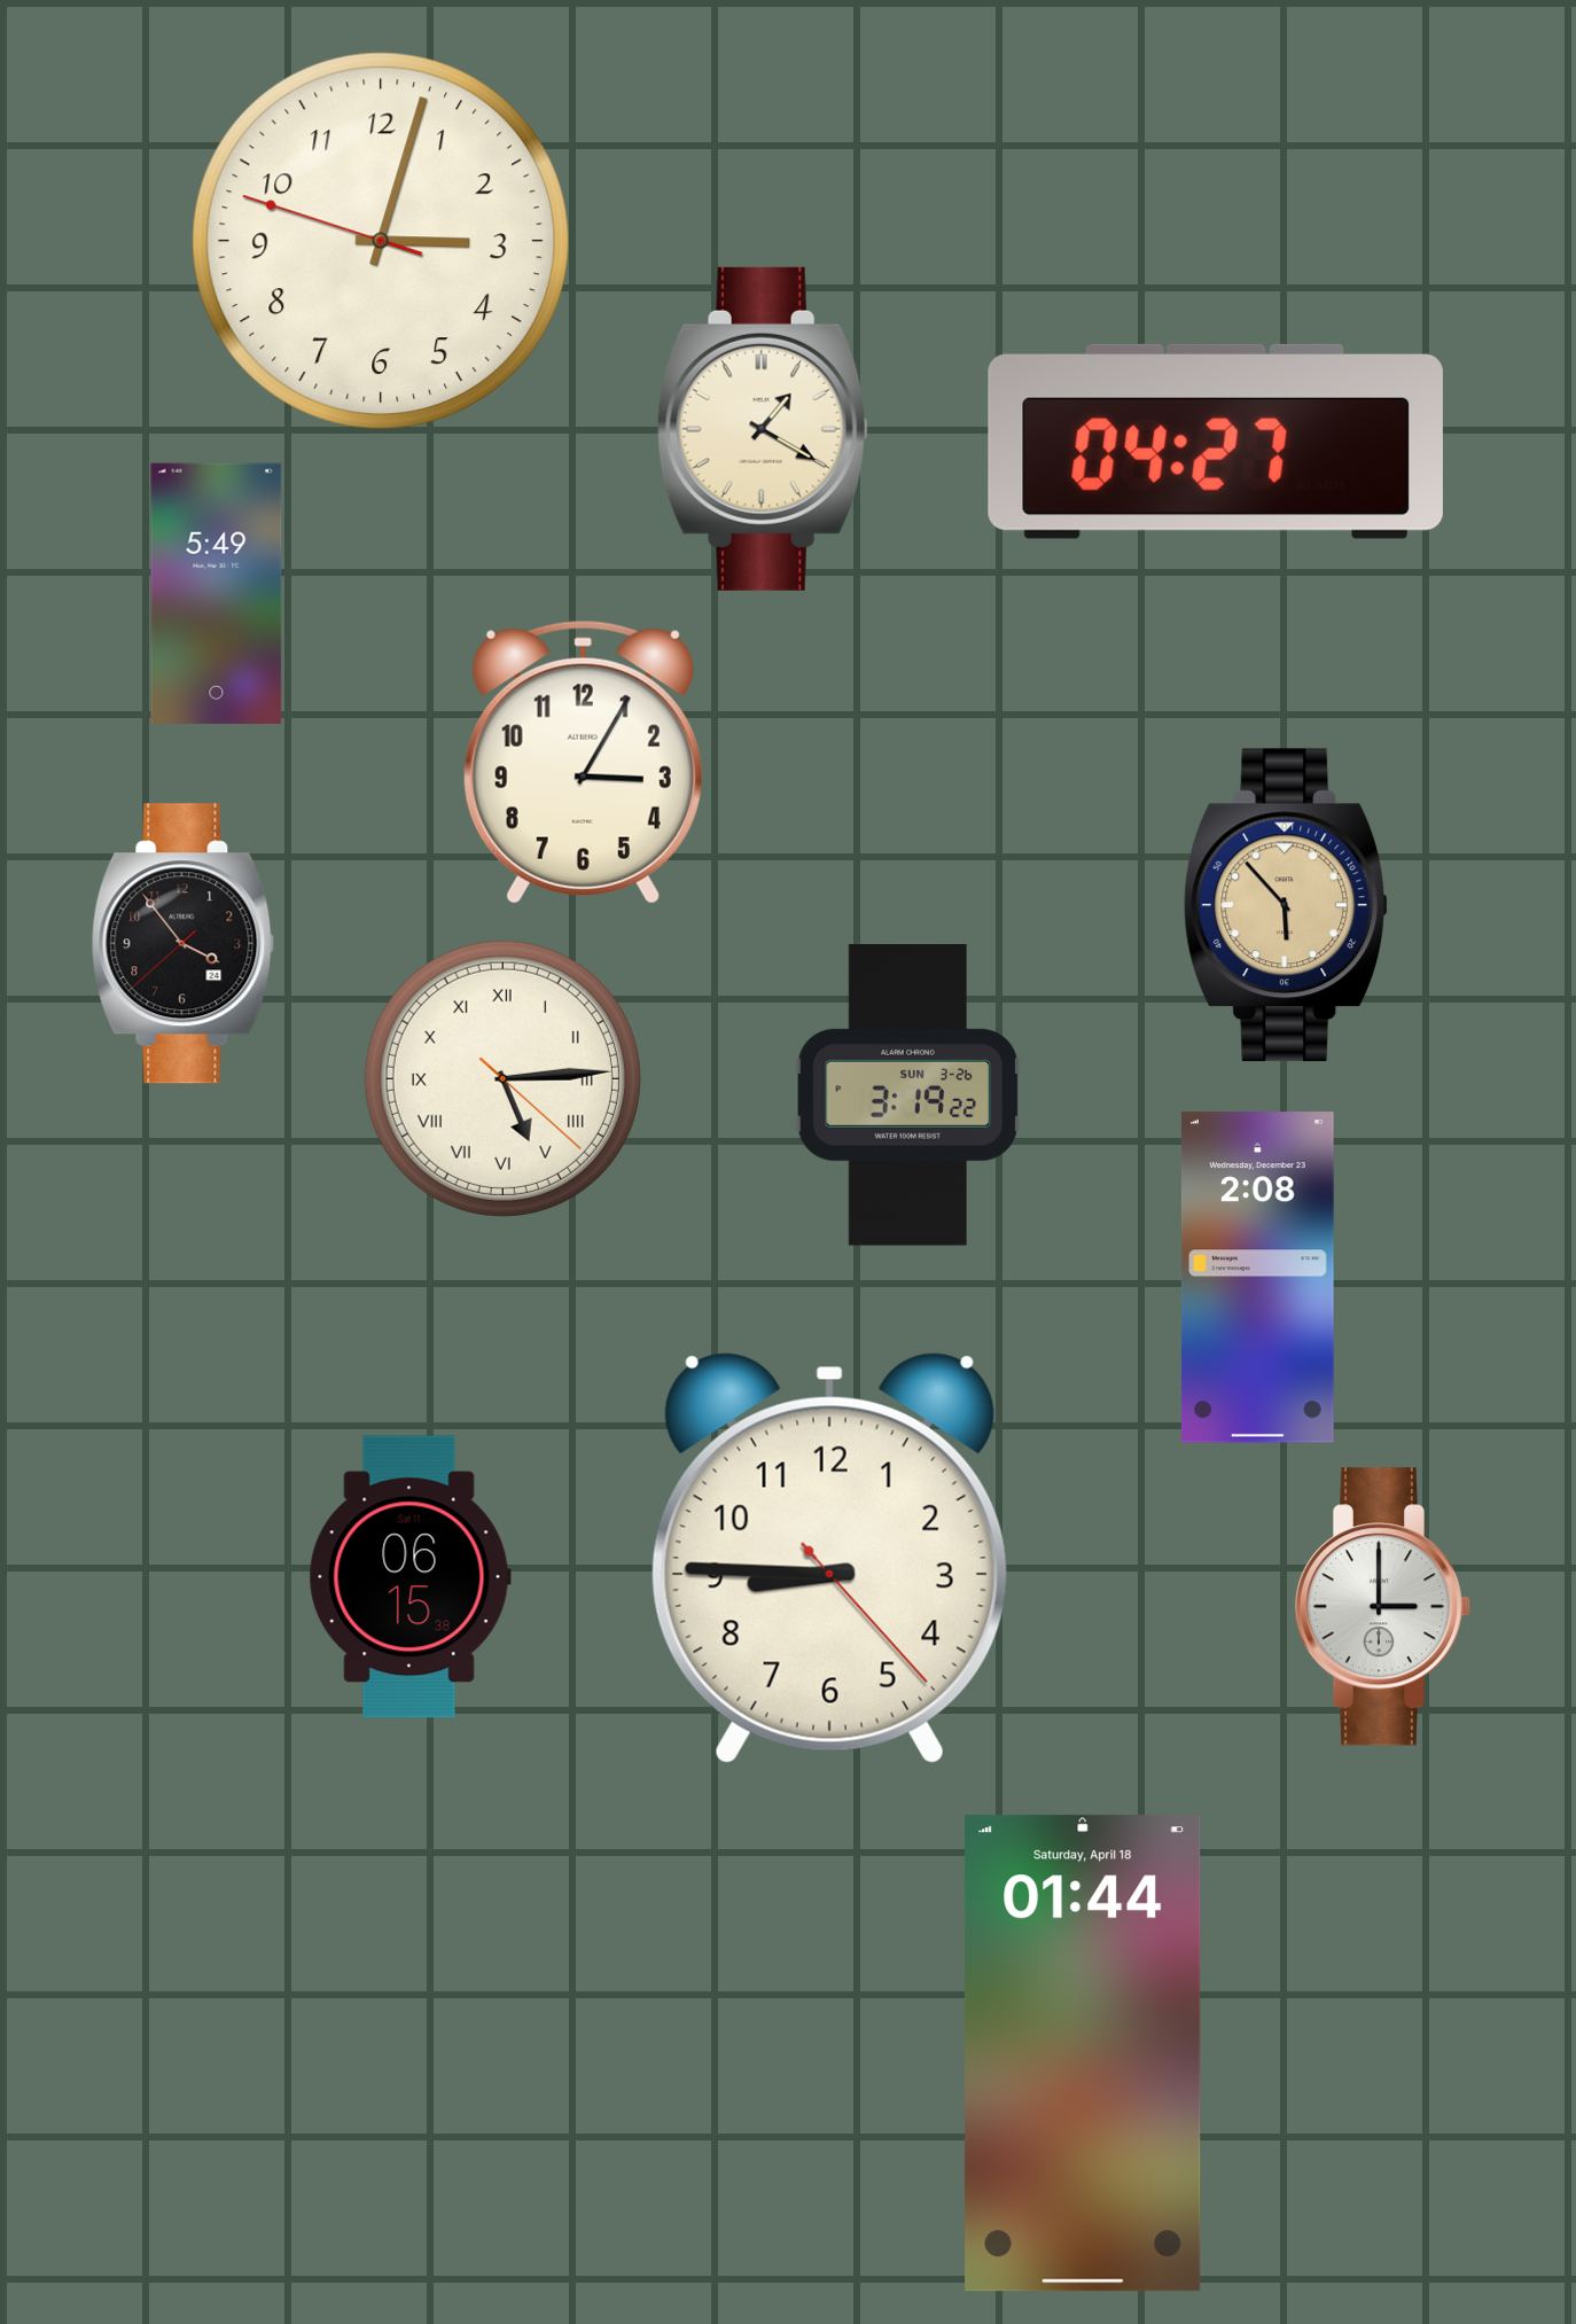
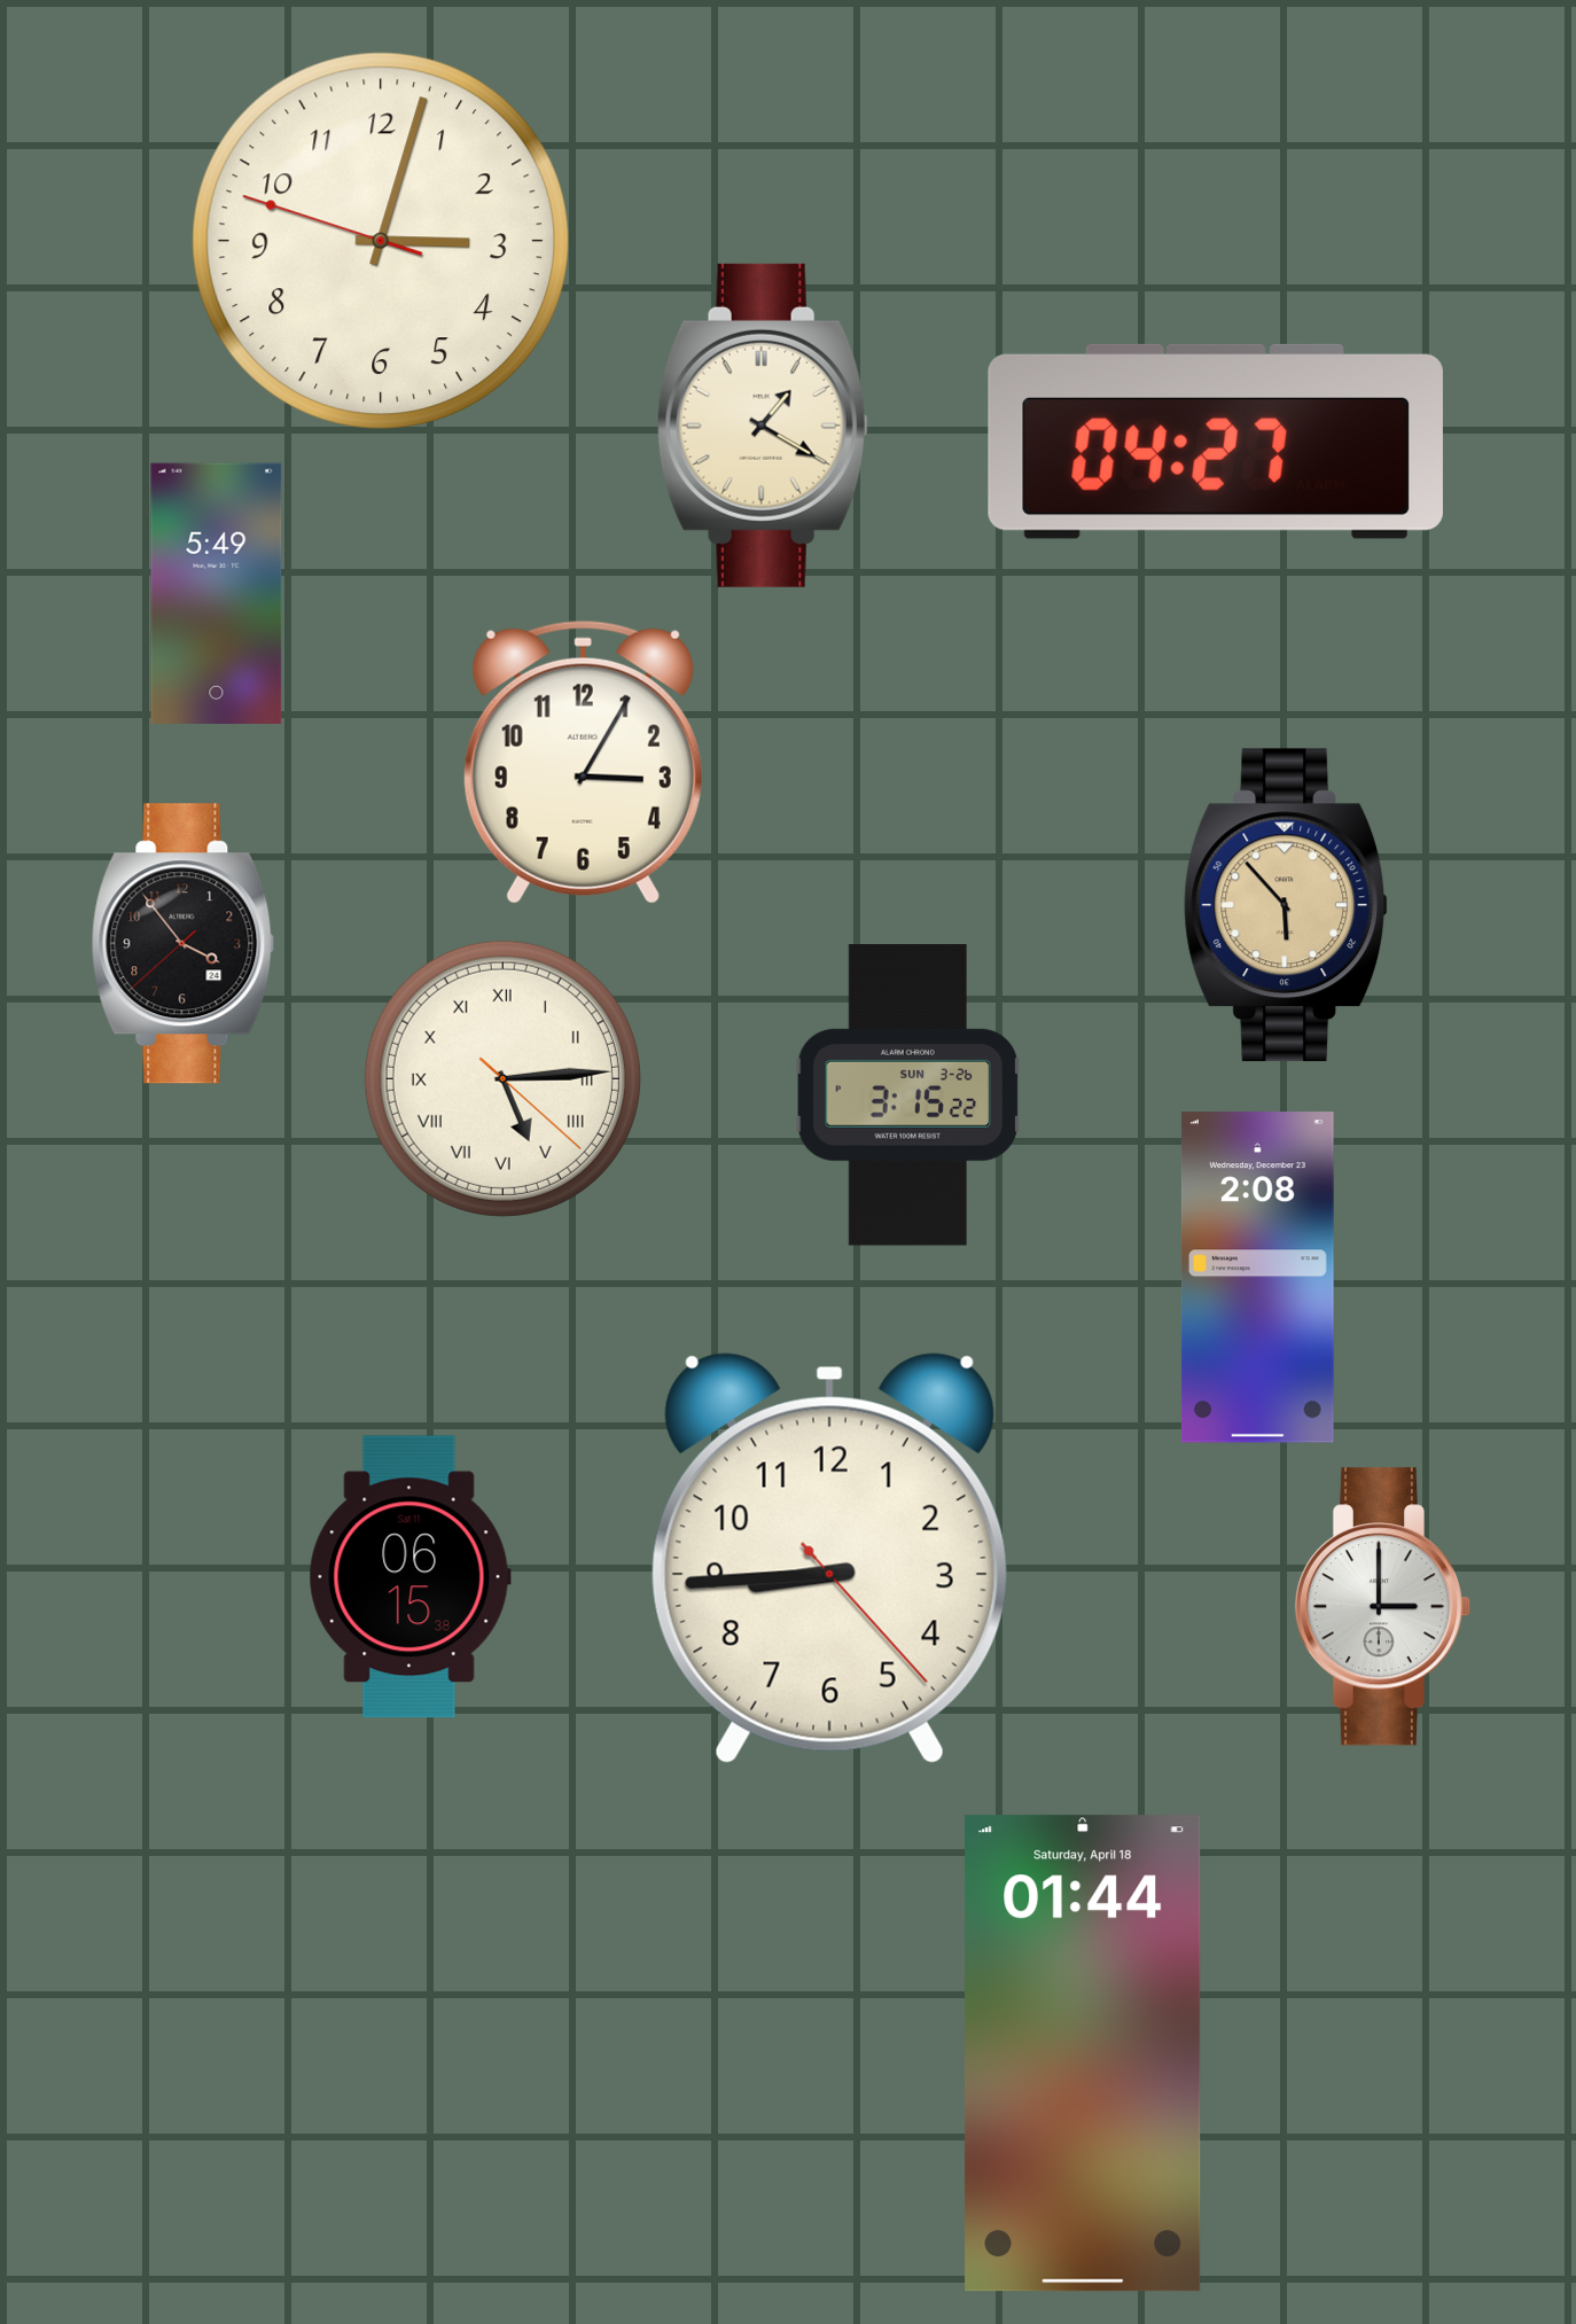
clock at (763, 429) position: (763, 429) -> (763, 426)
clock at (908, 1095): 3:19 -> 3:15
clock at (829, 1558): 8:45 -> 8:44
